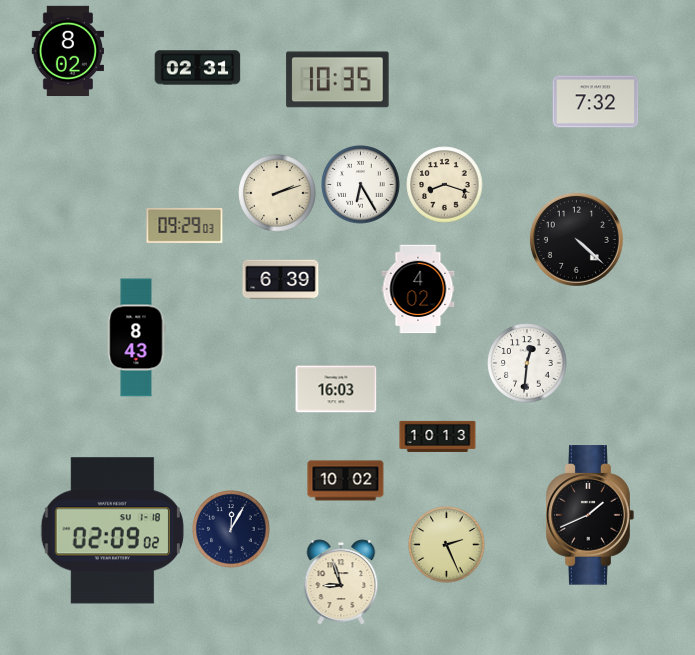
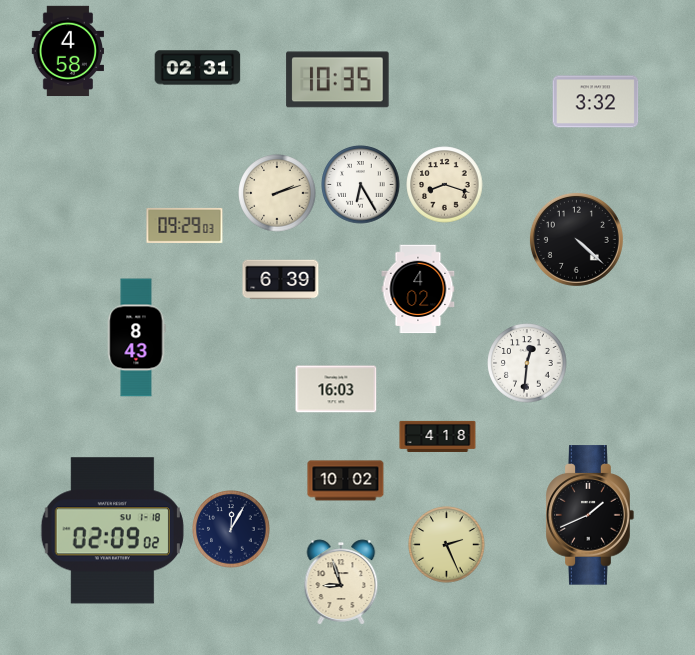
clock at (68, 51): 8:02 -> 4:58
clock at (596, 102): 7:32 -> 3:32
clock at (438, 436): 10:13 -> 4:18
